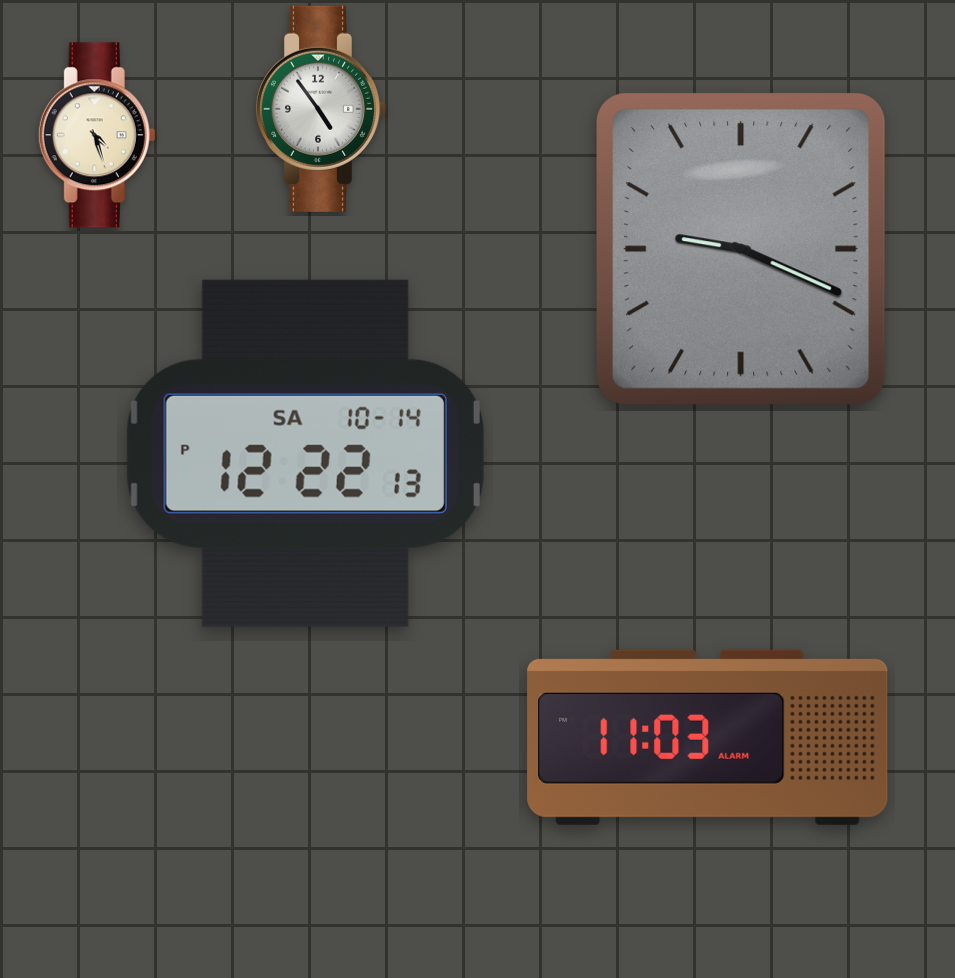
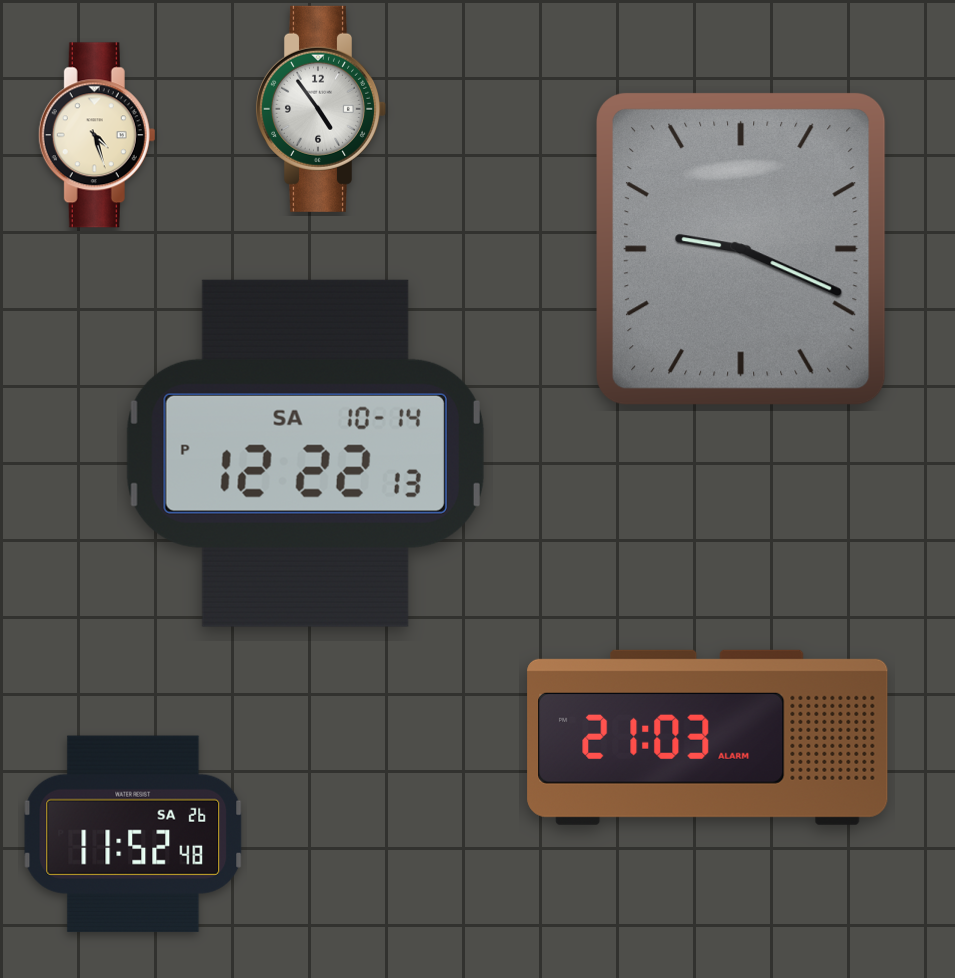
clock at (708, 737): 11:03 -> 21:03
clock at (133, 834): none -> 11:52
